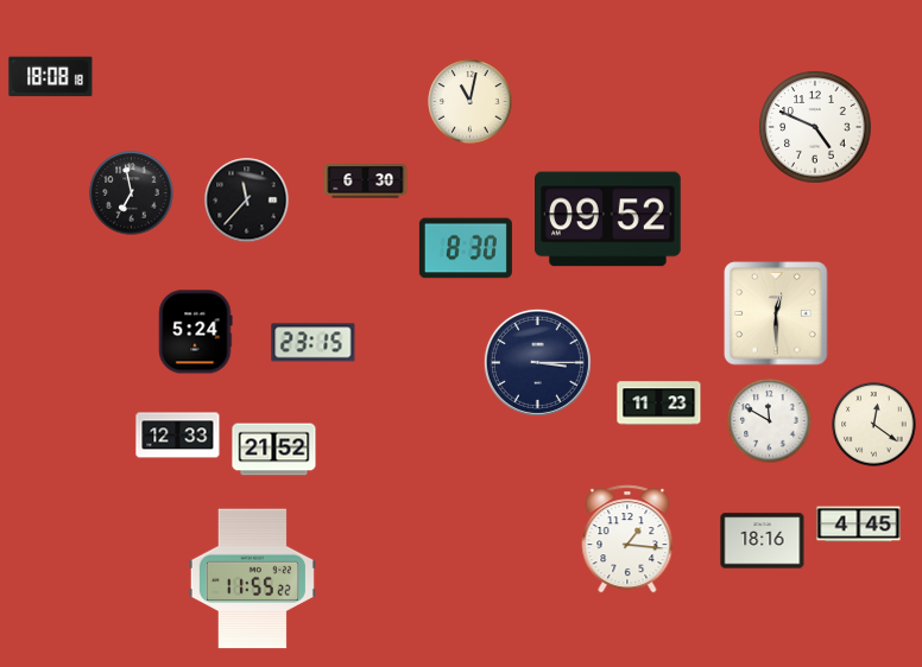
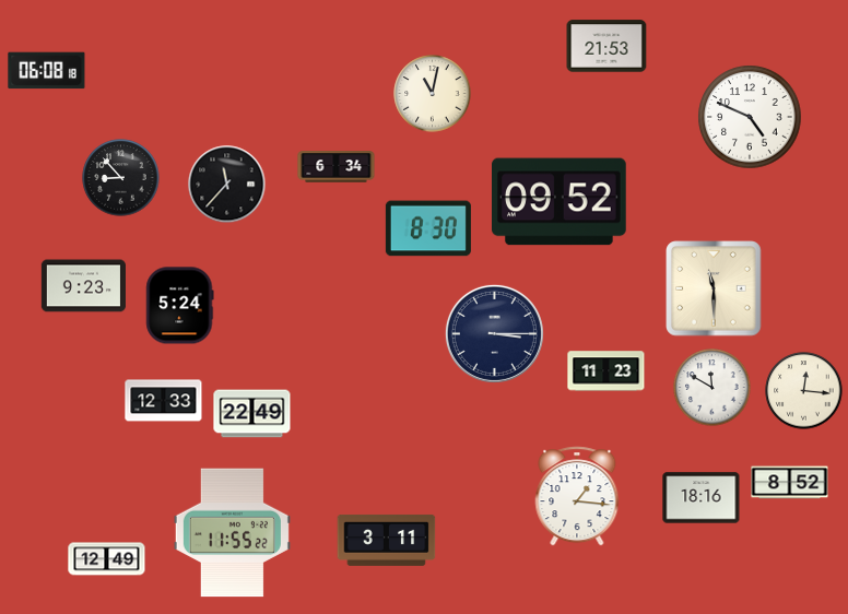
clock at (606, 46): none -> 21:53
clock at (51, 77): 18:08 -> 06:08
clock at (366, 182): 6:30 -> 6:34
clock at (132, 193): 6:58 -> 8:53
clock at (83, 286): none -> 9:23
clock at (776, 313): 12:30 -> 11:30
clock at (314, 343): 23:15 -> none
clock at (770, 421) position: (770, 421) -> (712, 388)
clock at (874, 425): 12:21 -> 12:16
clock at (274, 450): 21:52 -> 22:49
clock at (859, 525): 4:45 -> 8:52
clock at (387, 540): none -> 3:11
clock at (107, 559): none -> 12:49
